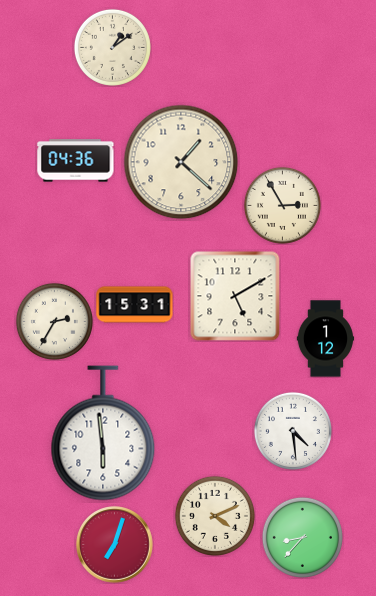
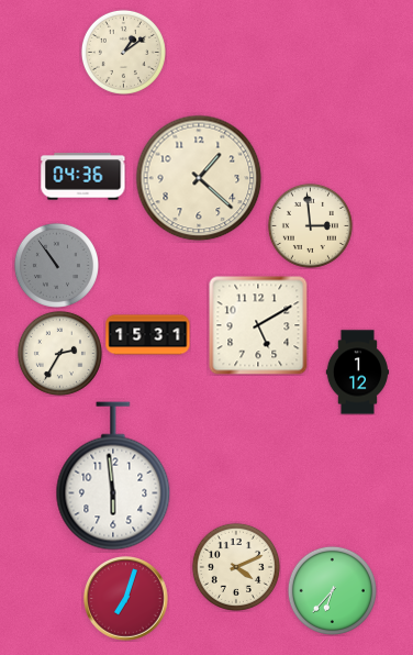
clock at (282, 205): 2:55 -> 2:59
clock at (56, 265): none -> 10:54
clock at (293, 431): 4:29 -> none
clock at (302, 537): 8:37 -> 6:37
